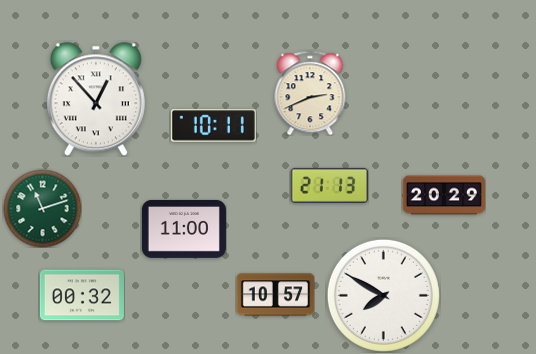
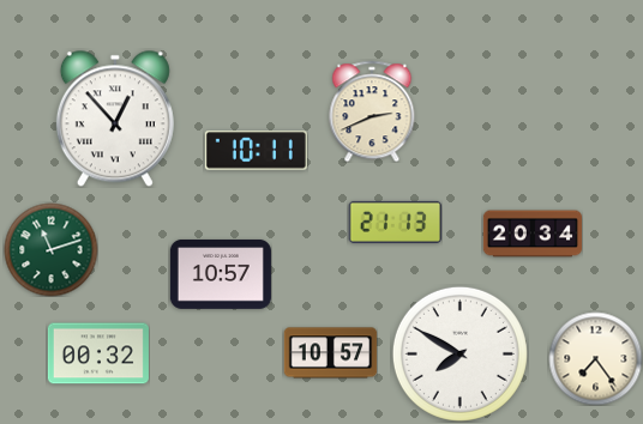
clock at (443, 195): 20:29 -> 20:34
clock at (184, 229): 11:00 -> 10:57
clock at (595, 358): none -> 7:24
